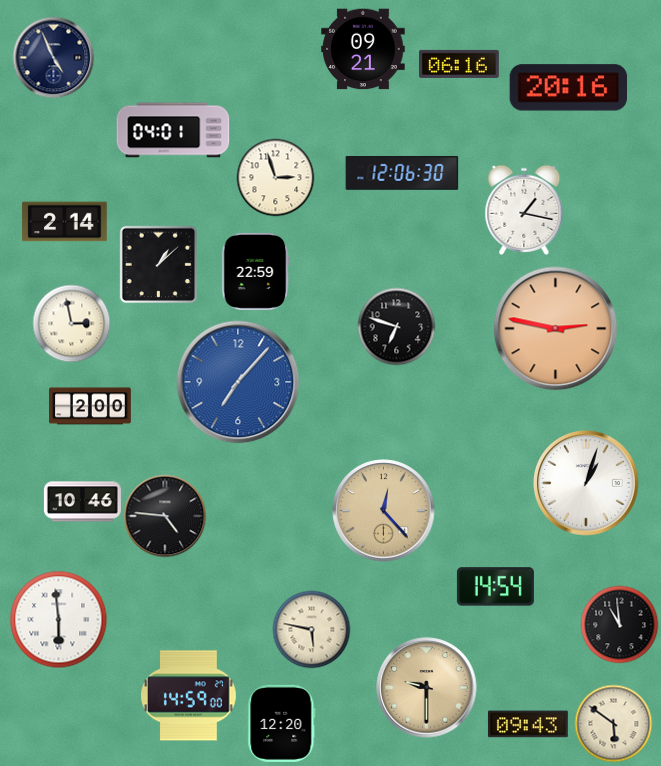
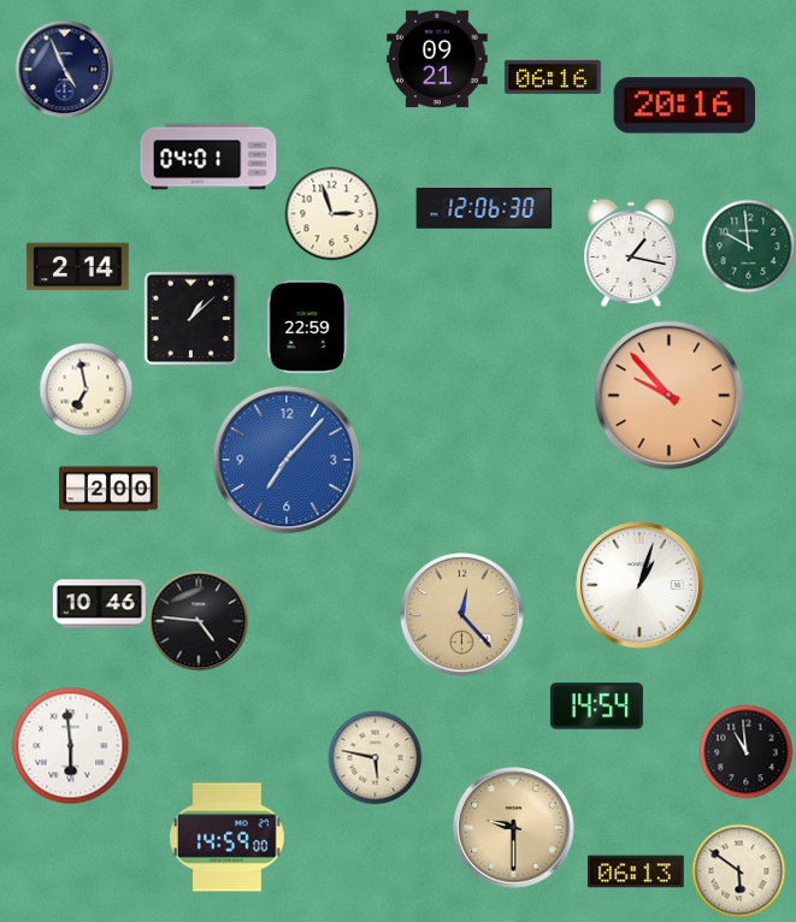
clock at (748, 246): none -> 9:59
clock at (71, 323): 2:58 -> 6:58
clock at (396, 326): 6:48 -> none
clock at (556, 329): 2:47 -> 9:53
clock at (587, 484) position: (587, 484) -> (641, 586)
clock at (282, 723): 12:20 -> none
clock at (528, 724): 09:43 -> 06:13
